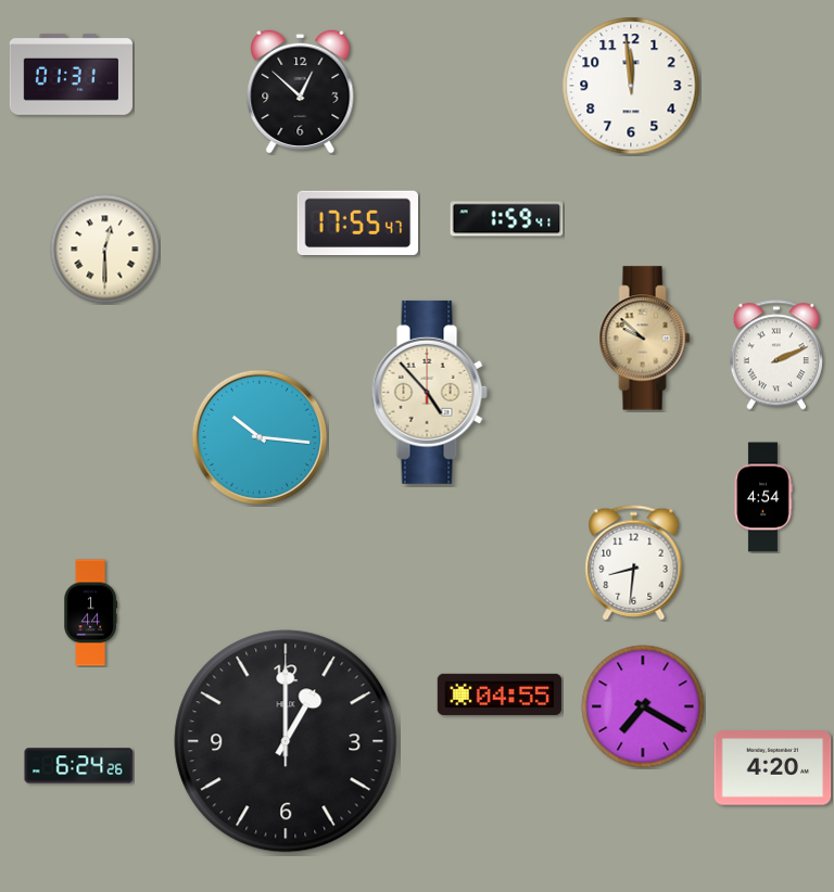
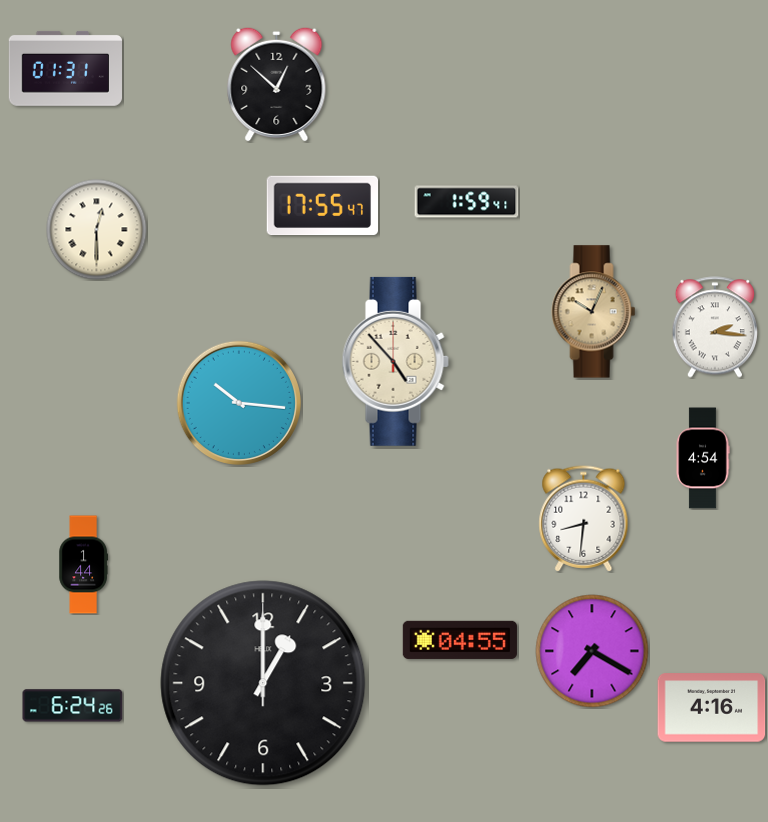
clock at (631, 86): 11:59 -> none
clock at (357, 224) position: (357, 224) -> (322, 206)
clock at (645, 339): 9:52 -> 10:04
clock at (776, 355): 2:11 -> 2:16
clock at (773, 768): 4:20 -> 4:16
